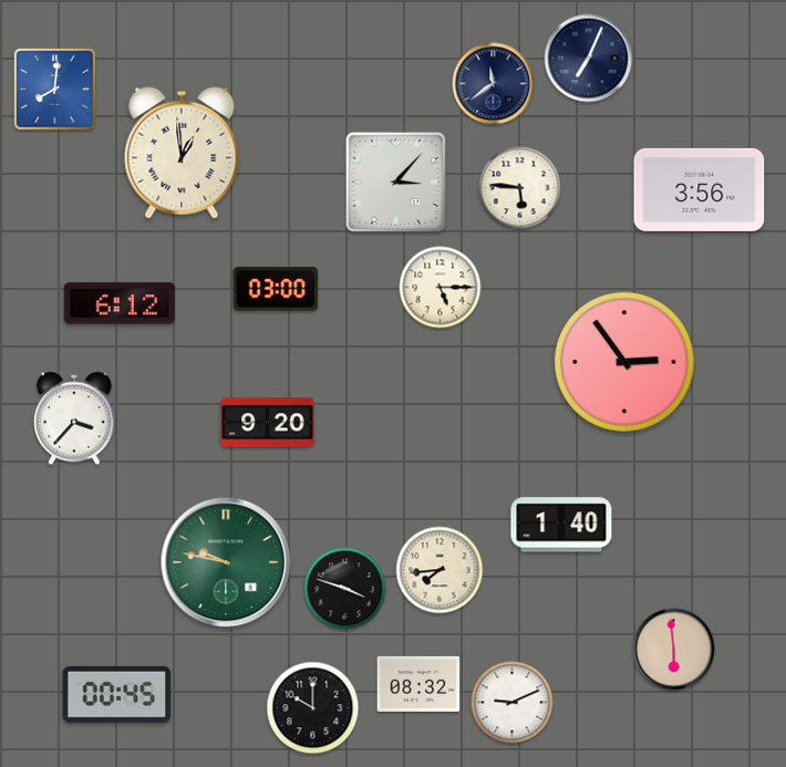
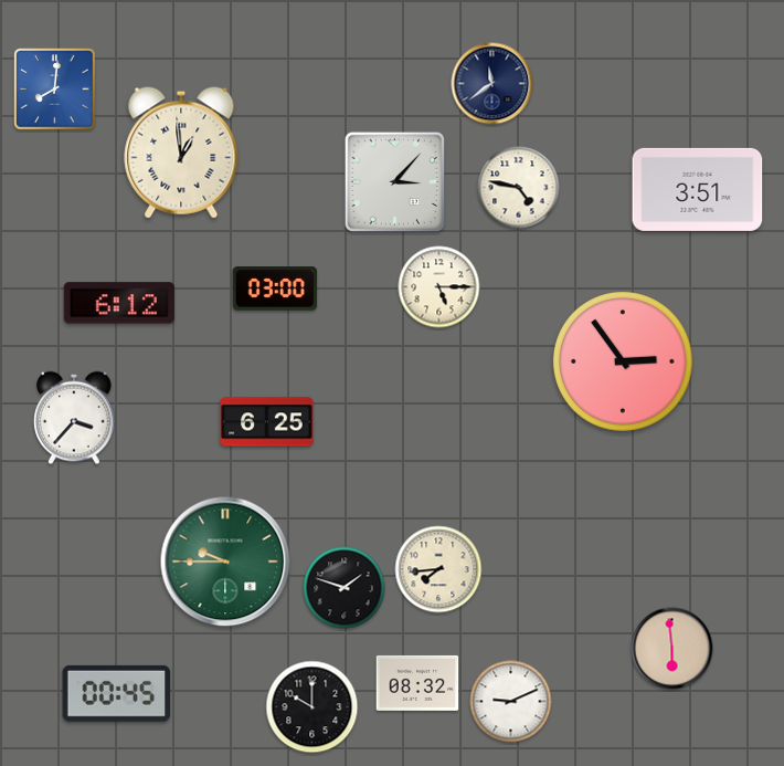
clock at (589, 59): 7:04 -> none
clock at (520, 188): 5:46 -> 4:47
clock at (700, 189): 3:56 -> 3:51
clock at (268, 423): 9:20 -> 6:25
clock at (561, 525): 1:40 -> none
clock at (226, 562): 9:47 -> 9:45
clock at (345, 589): 3:48 -> 1:48
